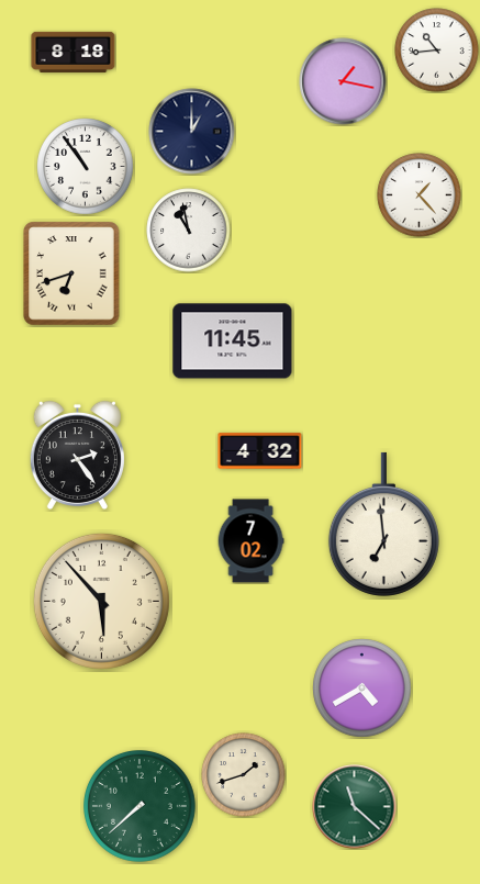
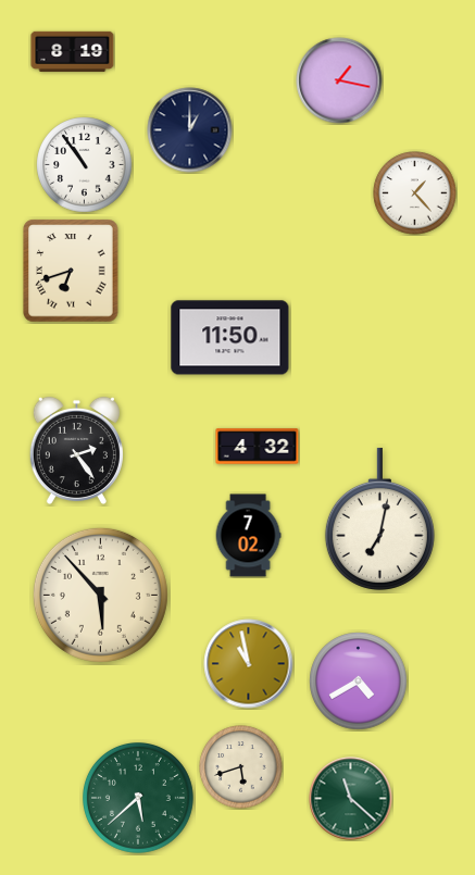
clock at (437, 51): 10:44 -> none
clock at (74, 52): 8:18 -> 8:19
clock at (189, 231): 10:58 -> none
clock at (233, 342): 11:45 -> 11:50
clock at (383, 524): 6:59 -> 7:02
clock at (249, 664): none -> 10:58
clock at (244, 775): 1:42 -> 5:42
clock at (141, 807): 7:38 -> 5:38
